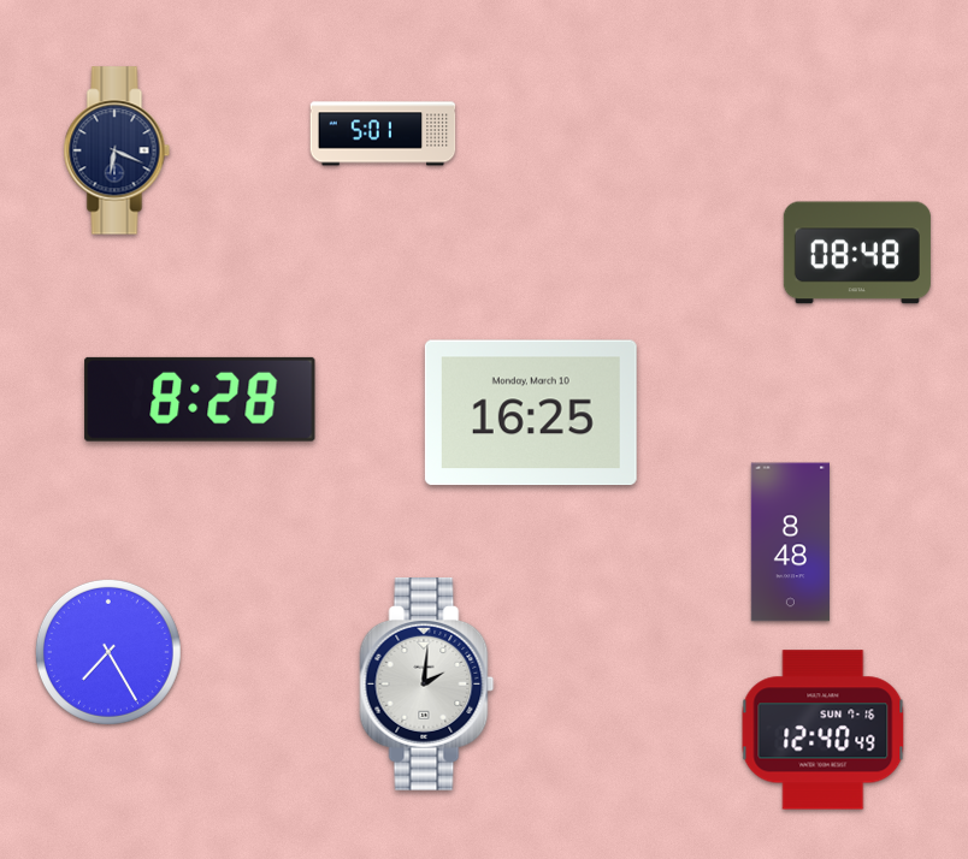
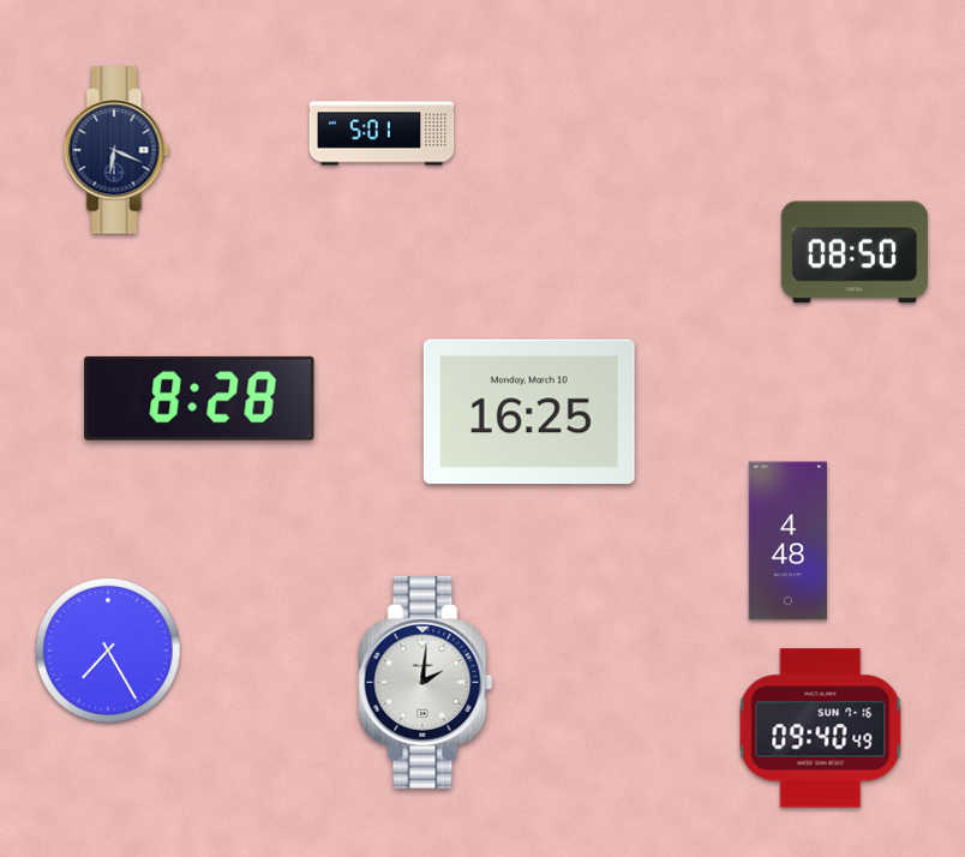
clock at (857, 253): 08:48 -> 08:50
clock at (790, 543): 8:48 -> 4:48
clock at (824, 730): 12:40 -> 09:40
